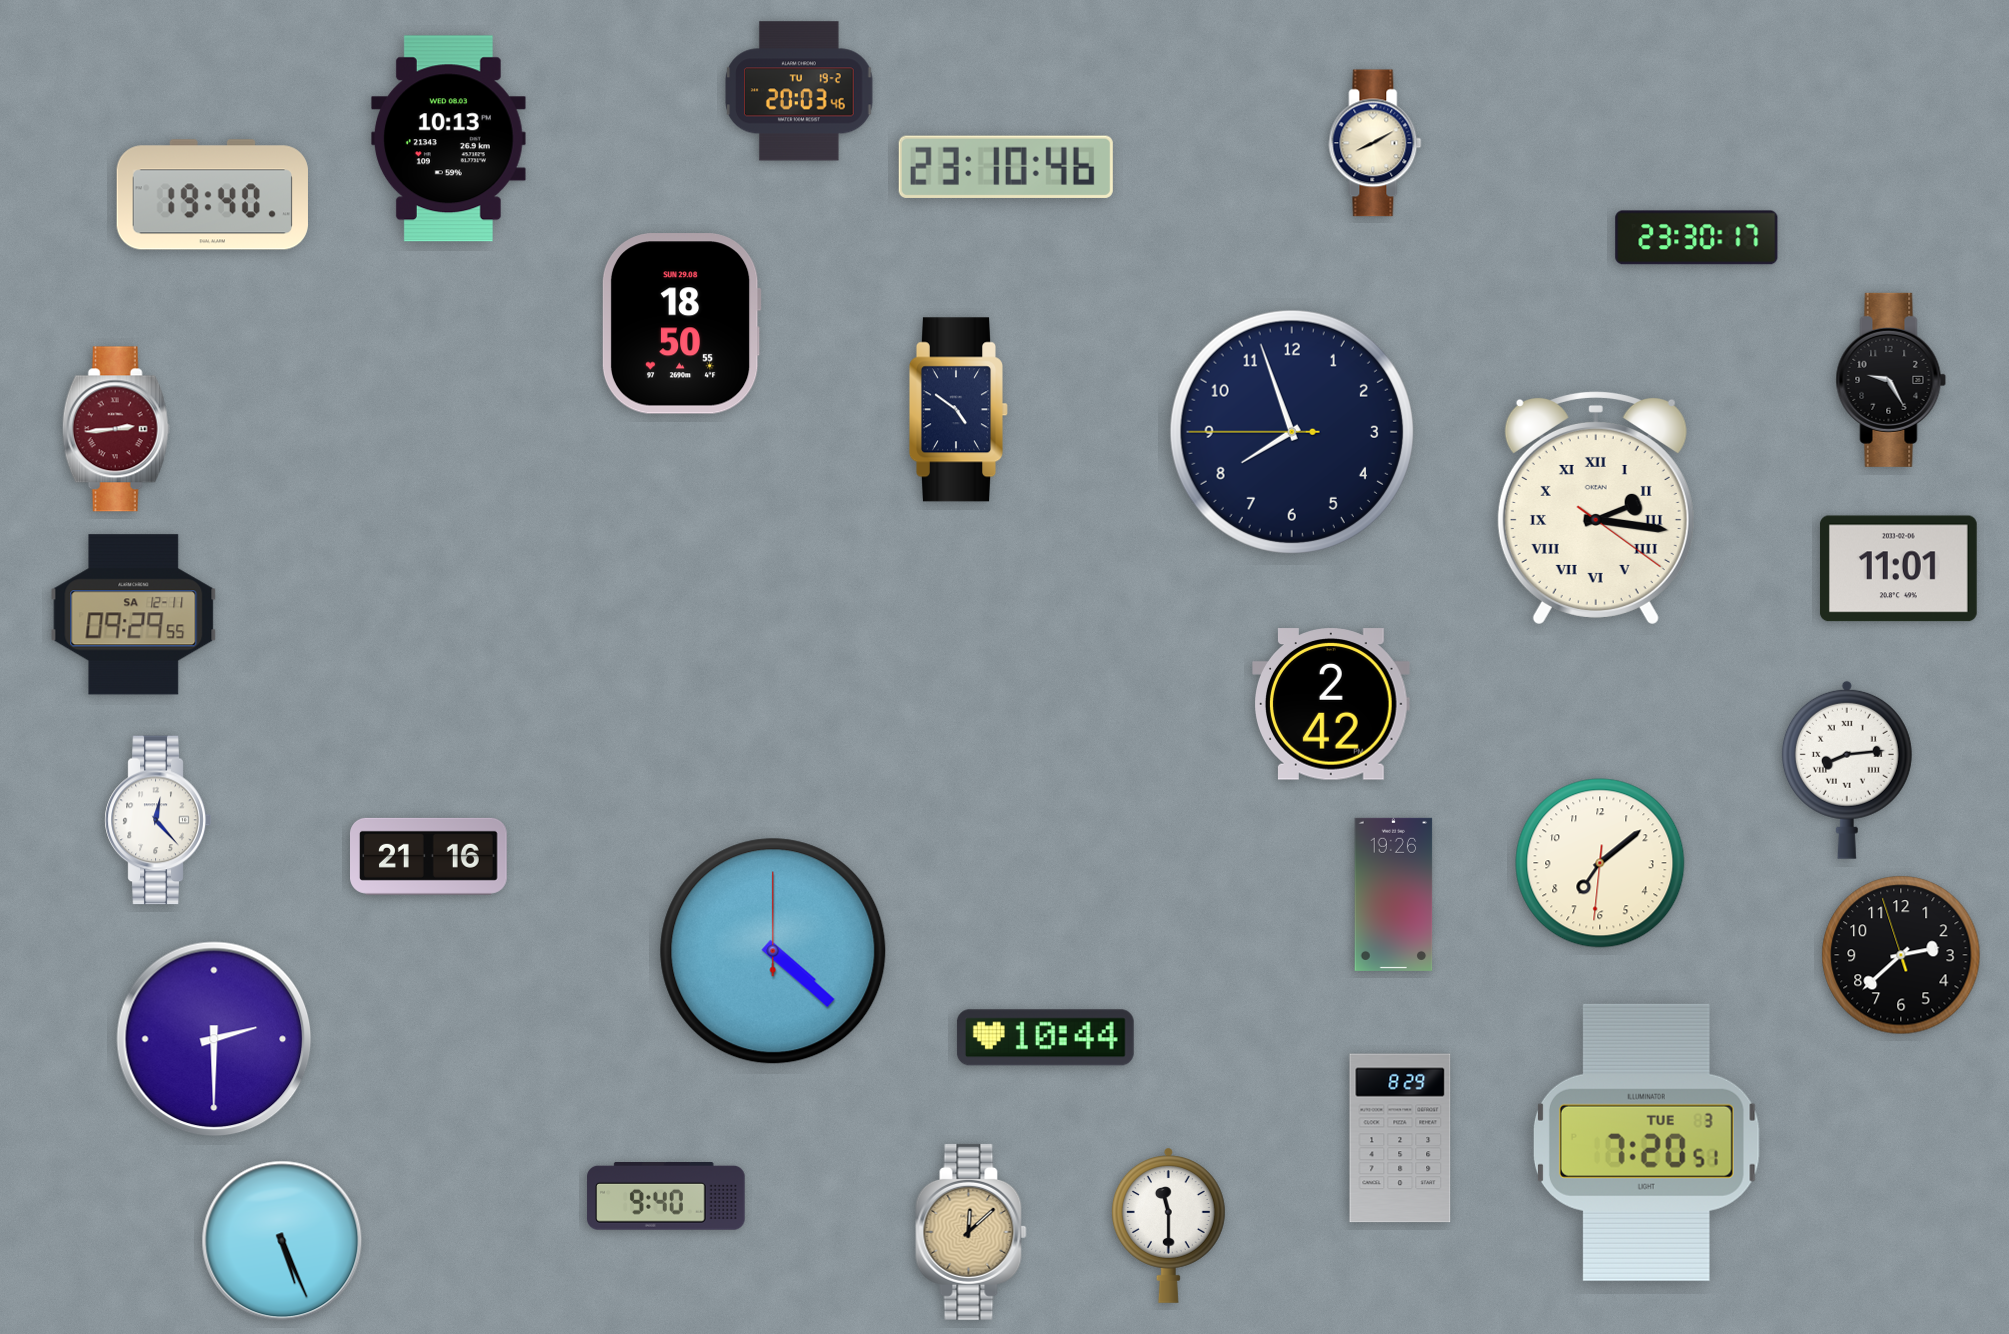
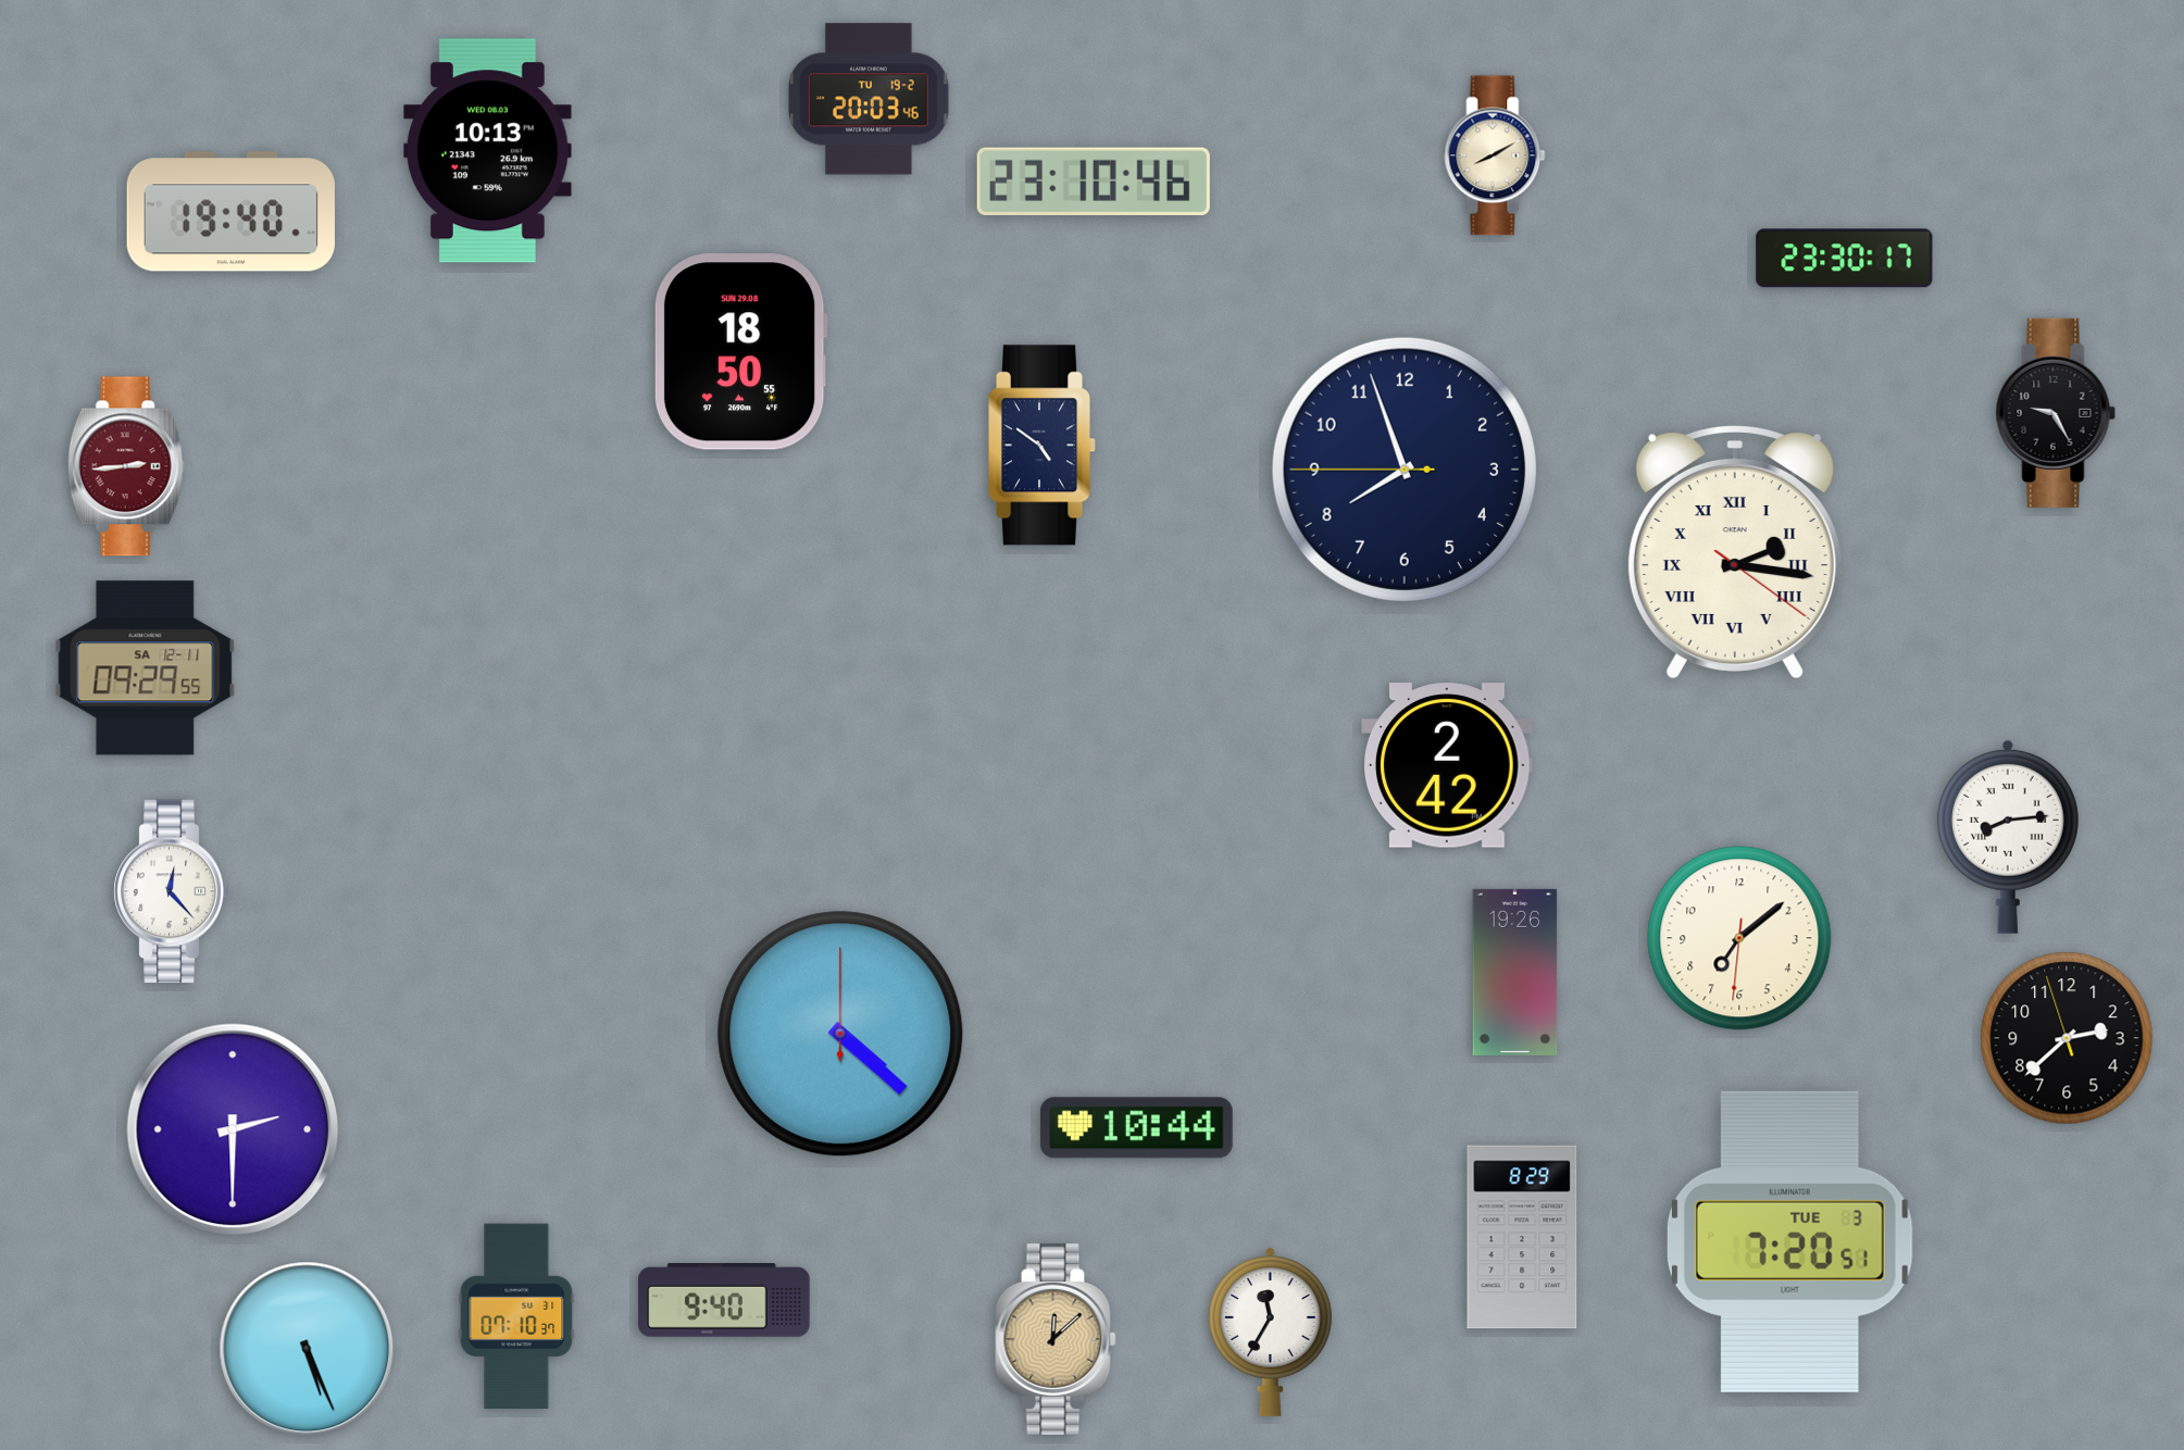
clock at (1898, 569): 11:01 -> none
clock at (429, 856): 21:16 -> none
clock at (516, 1316): none -> 07:10
clock at (1168, 1225): 11:30 -> 11:35
